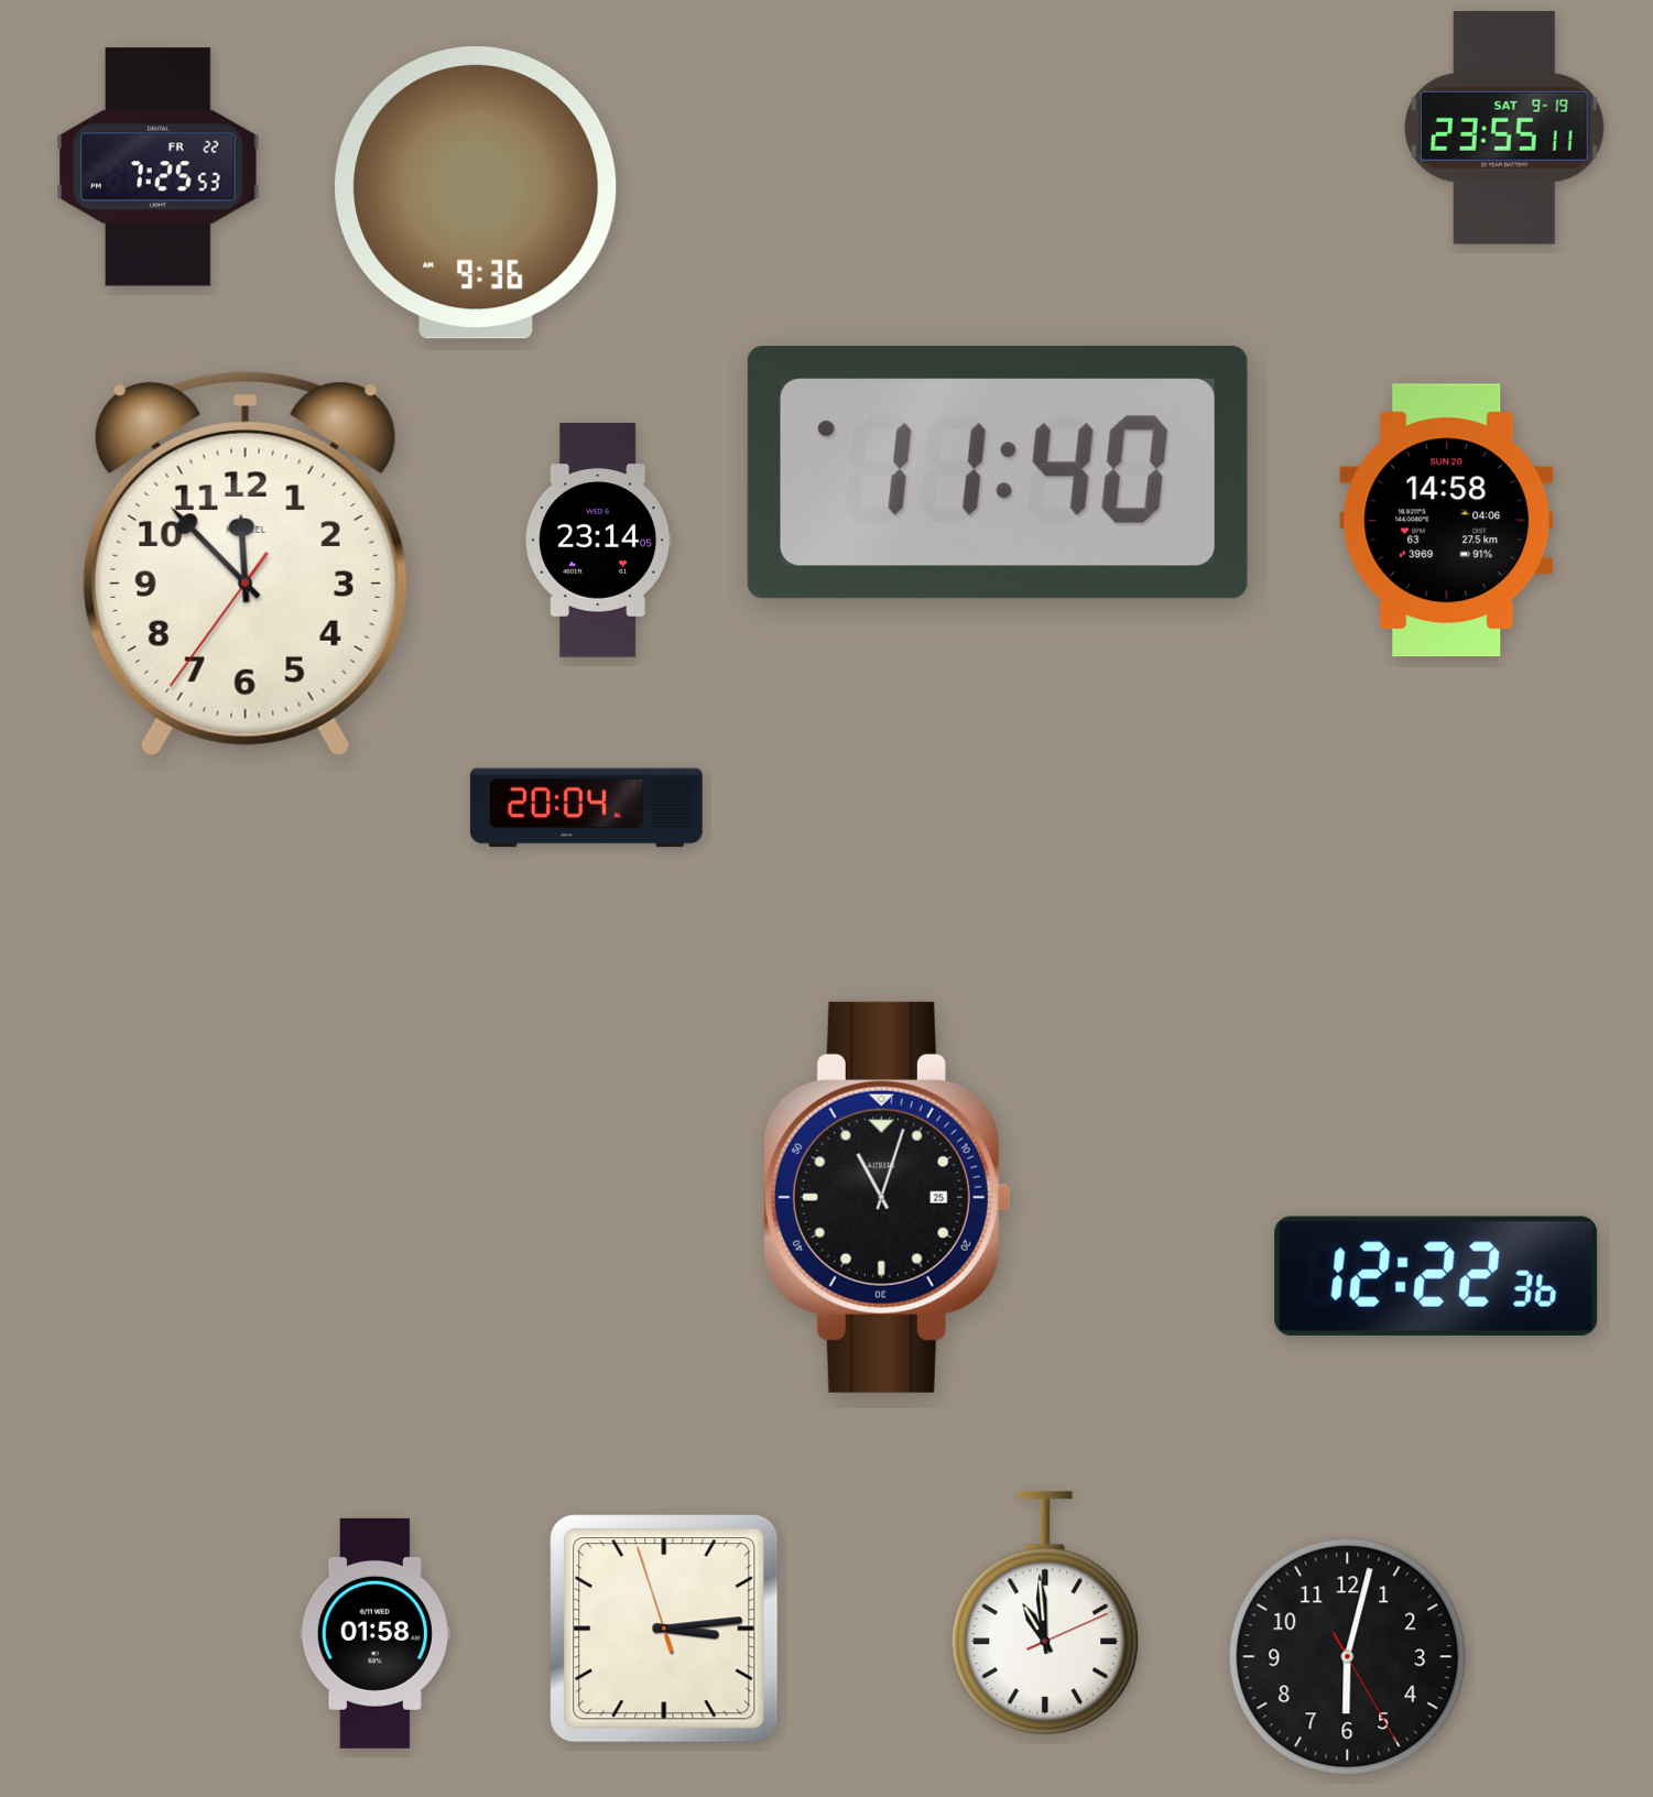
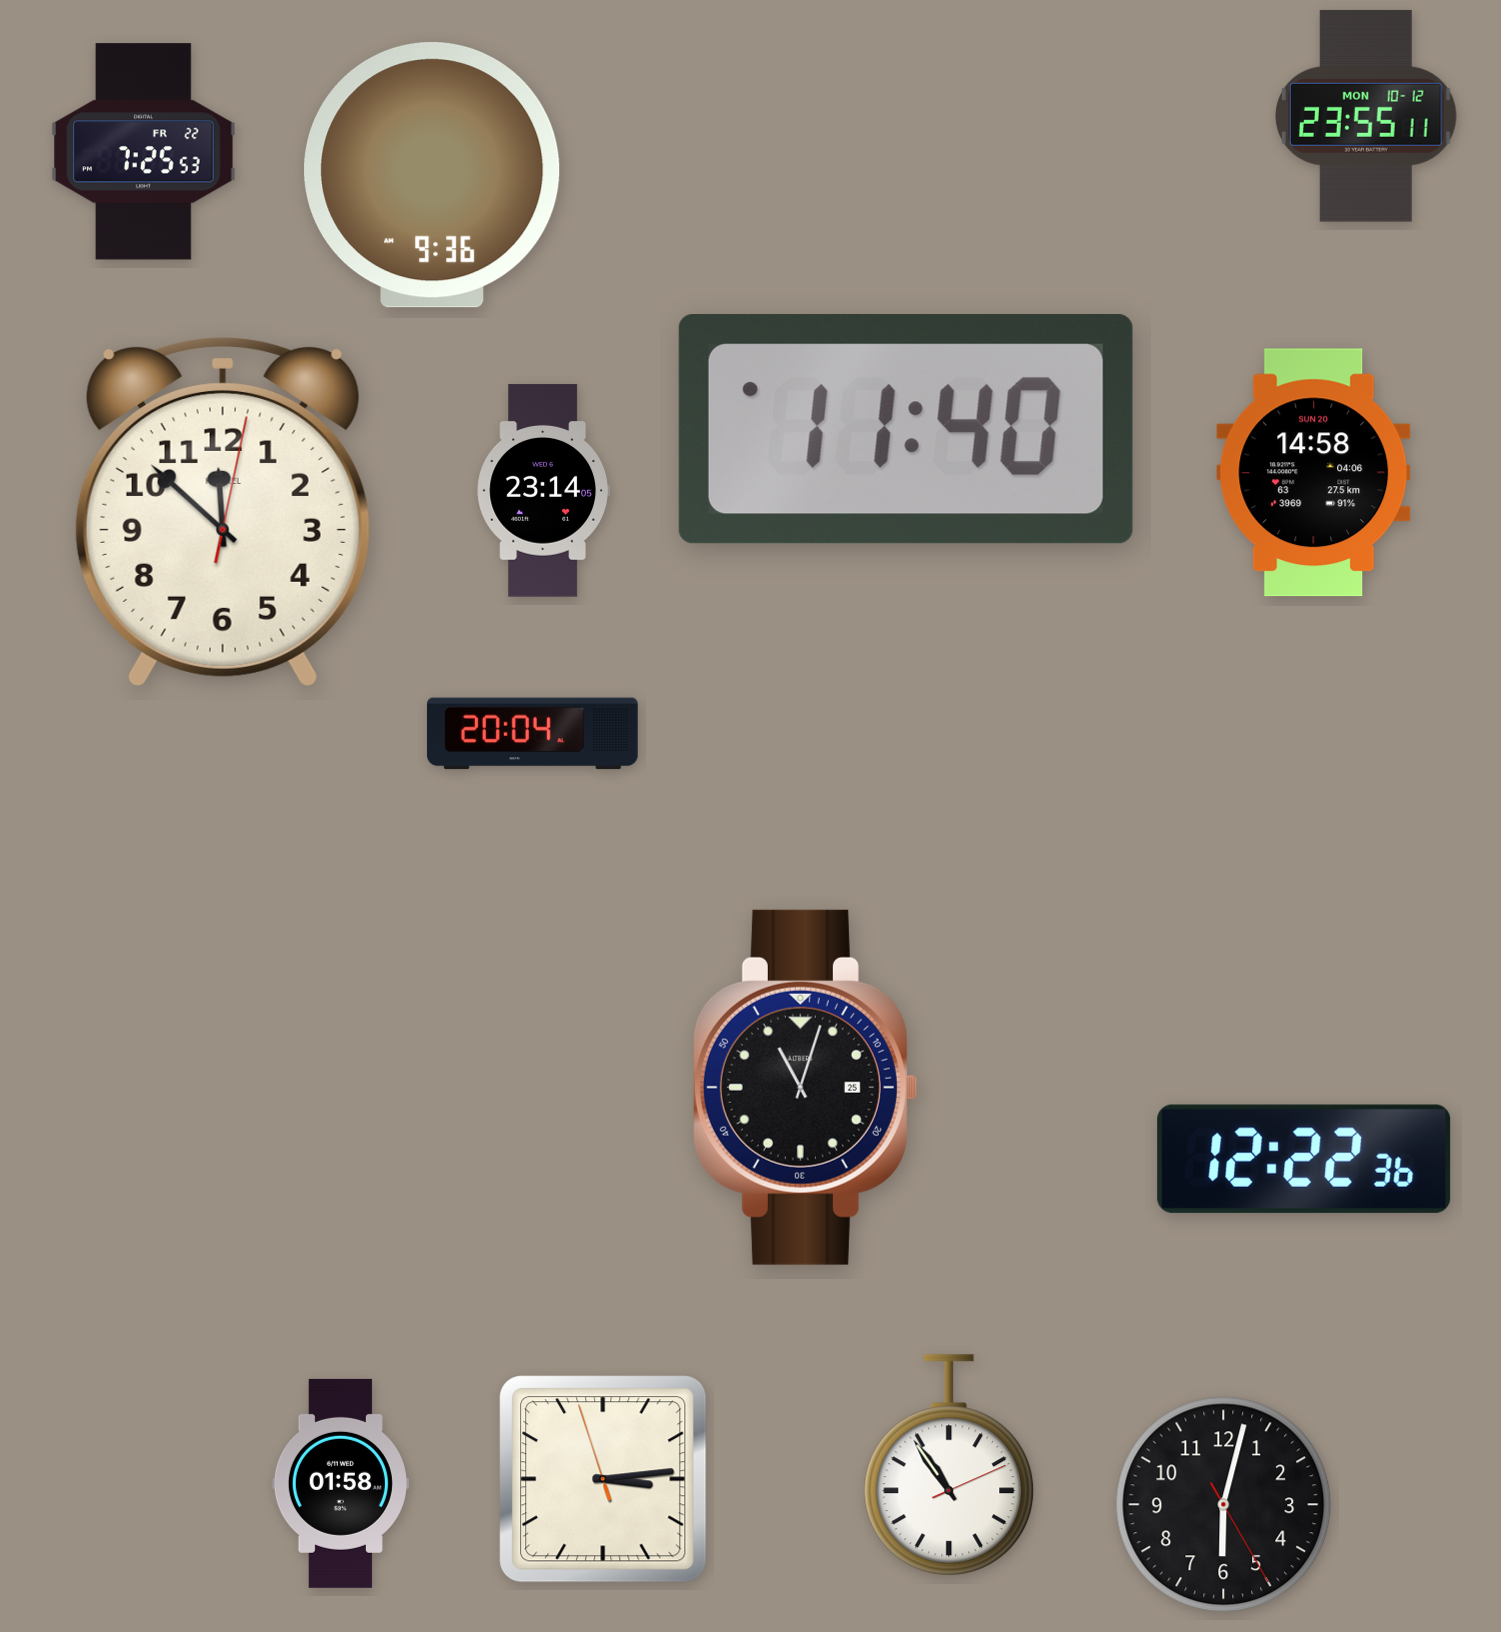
clock at (1505, 128) date: SAT 9-19 -> MON 10-12
clock at (246, 564): 11:52:36 -> 11:52:02
clock at (1045, 1613): 10:59 -> 10:54
